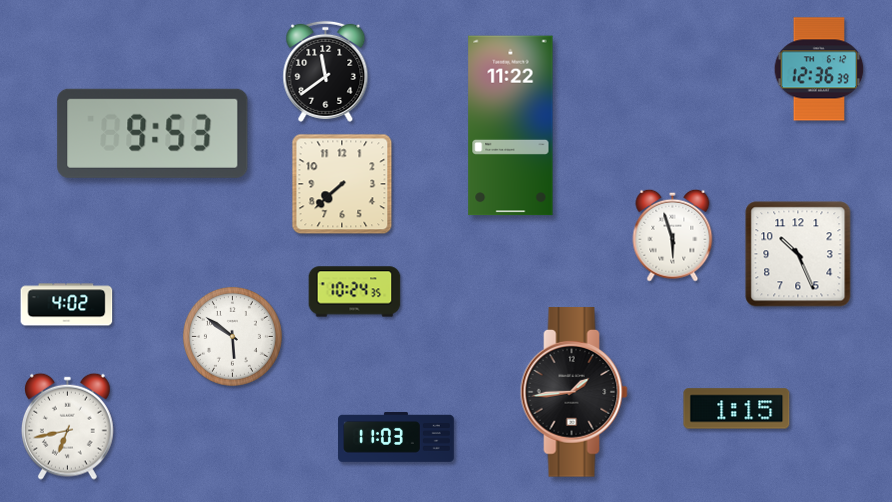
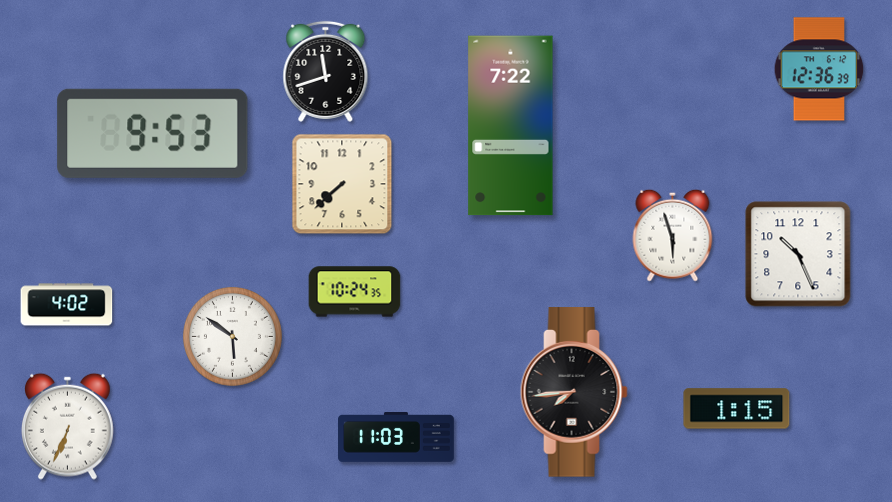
clock at (326, 71): 11:39 -> 11:42
clock at (511, 126): 11:22 -> 7:22
clock at (574, 392): 1:44 -> 7:44
clock at (67, 426): 6:43 -> 6:34
